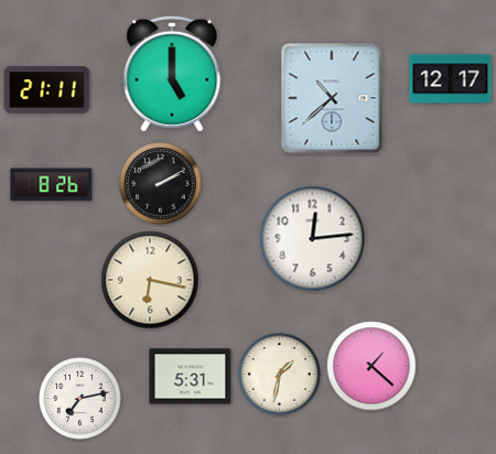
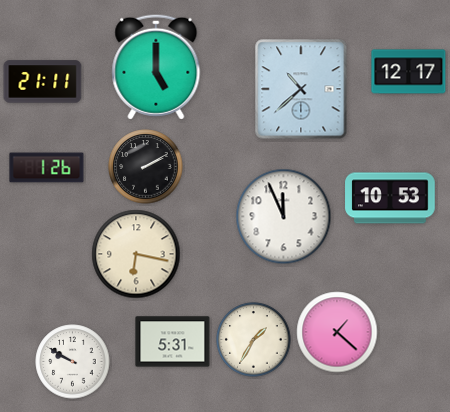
clock at (52, 185): 8:26 -> 1:26
clock at (390, 198): none -> 10:53
clock at (313, 239): 12:14 -> 11:56
clock at (280, 375): 1:32 -> 1:35
clock at (80, 399): 7:13 -> 9:50
